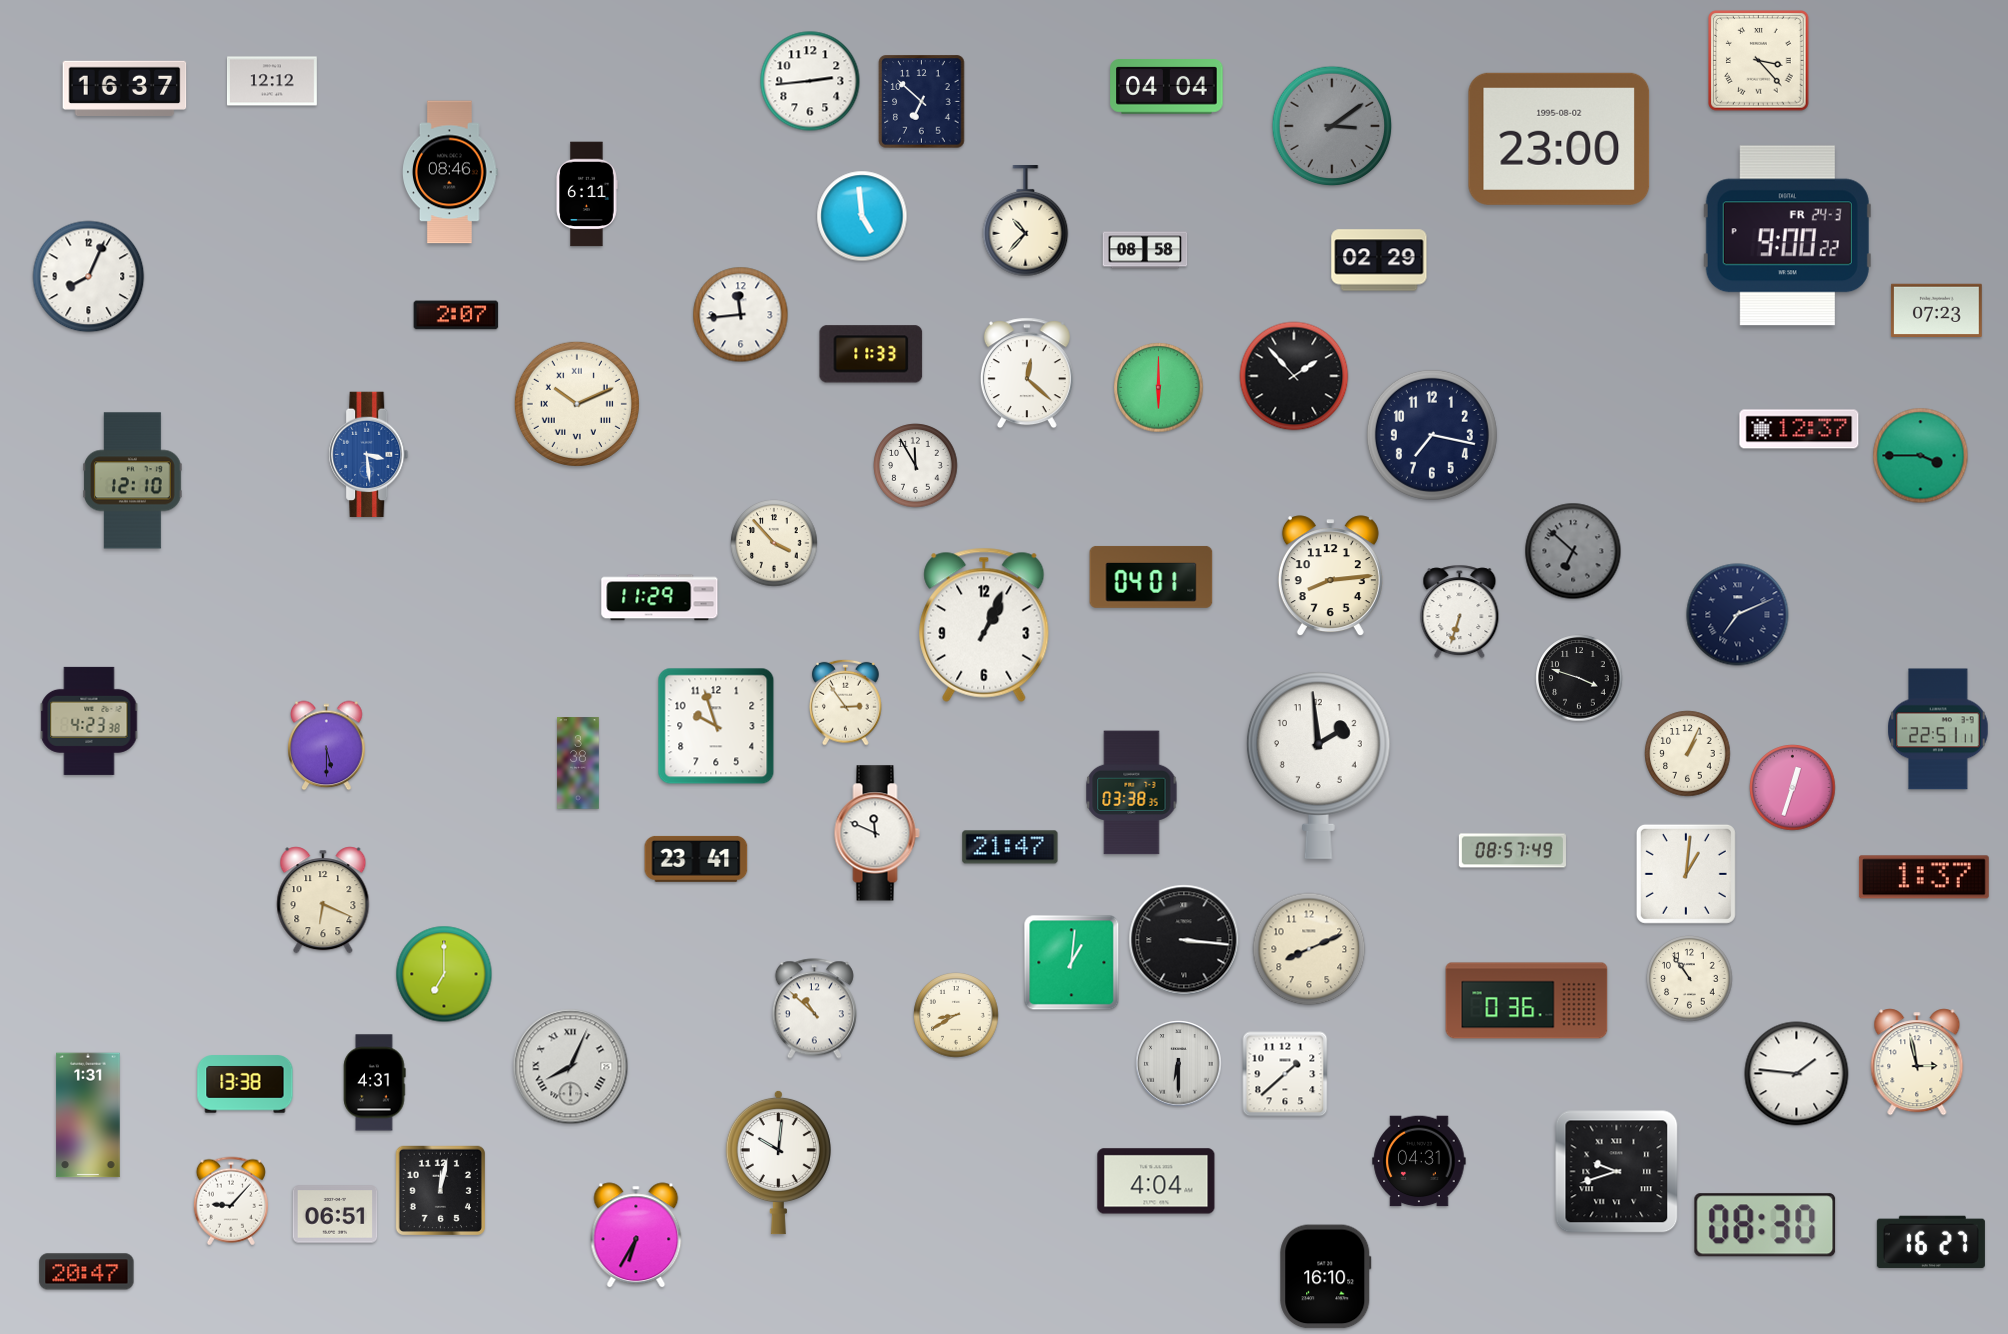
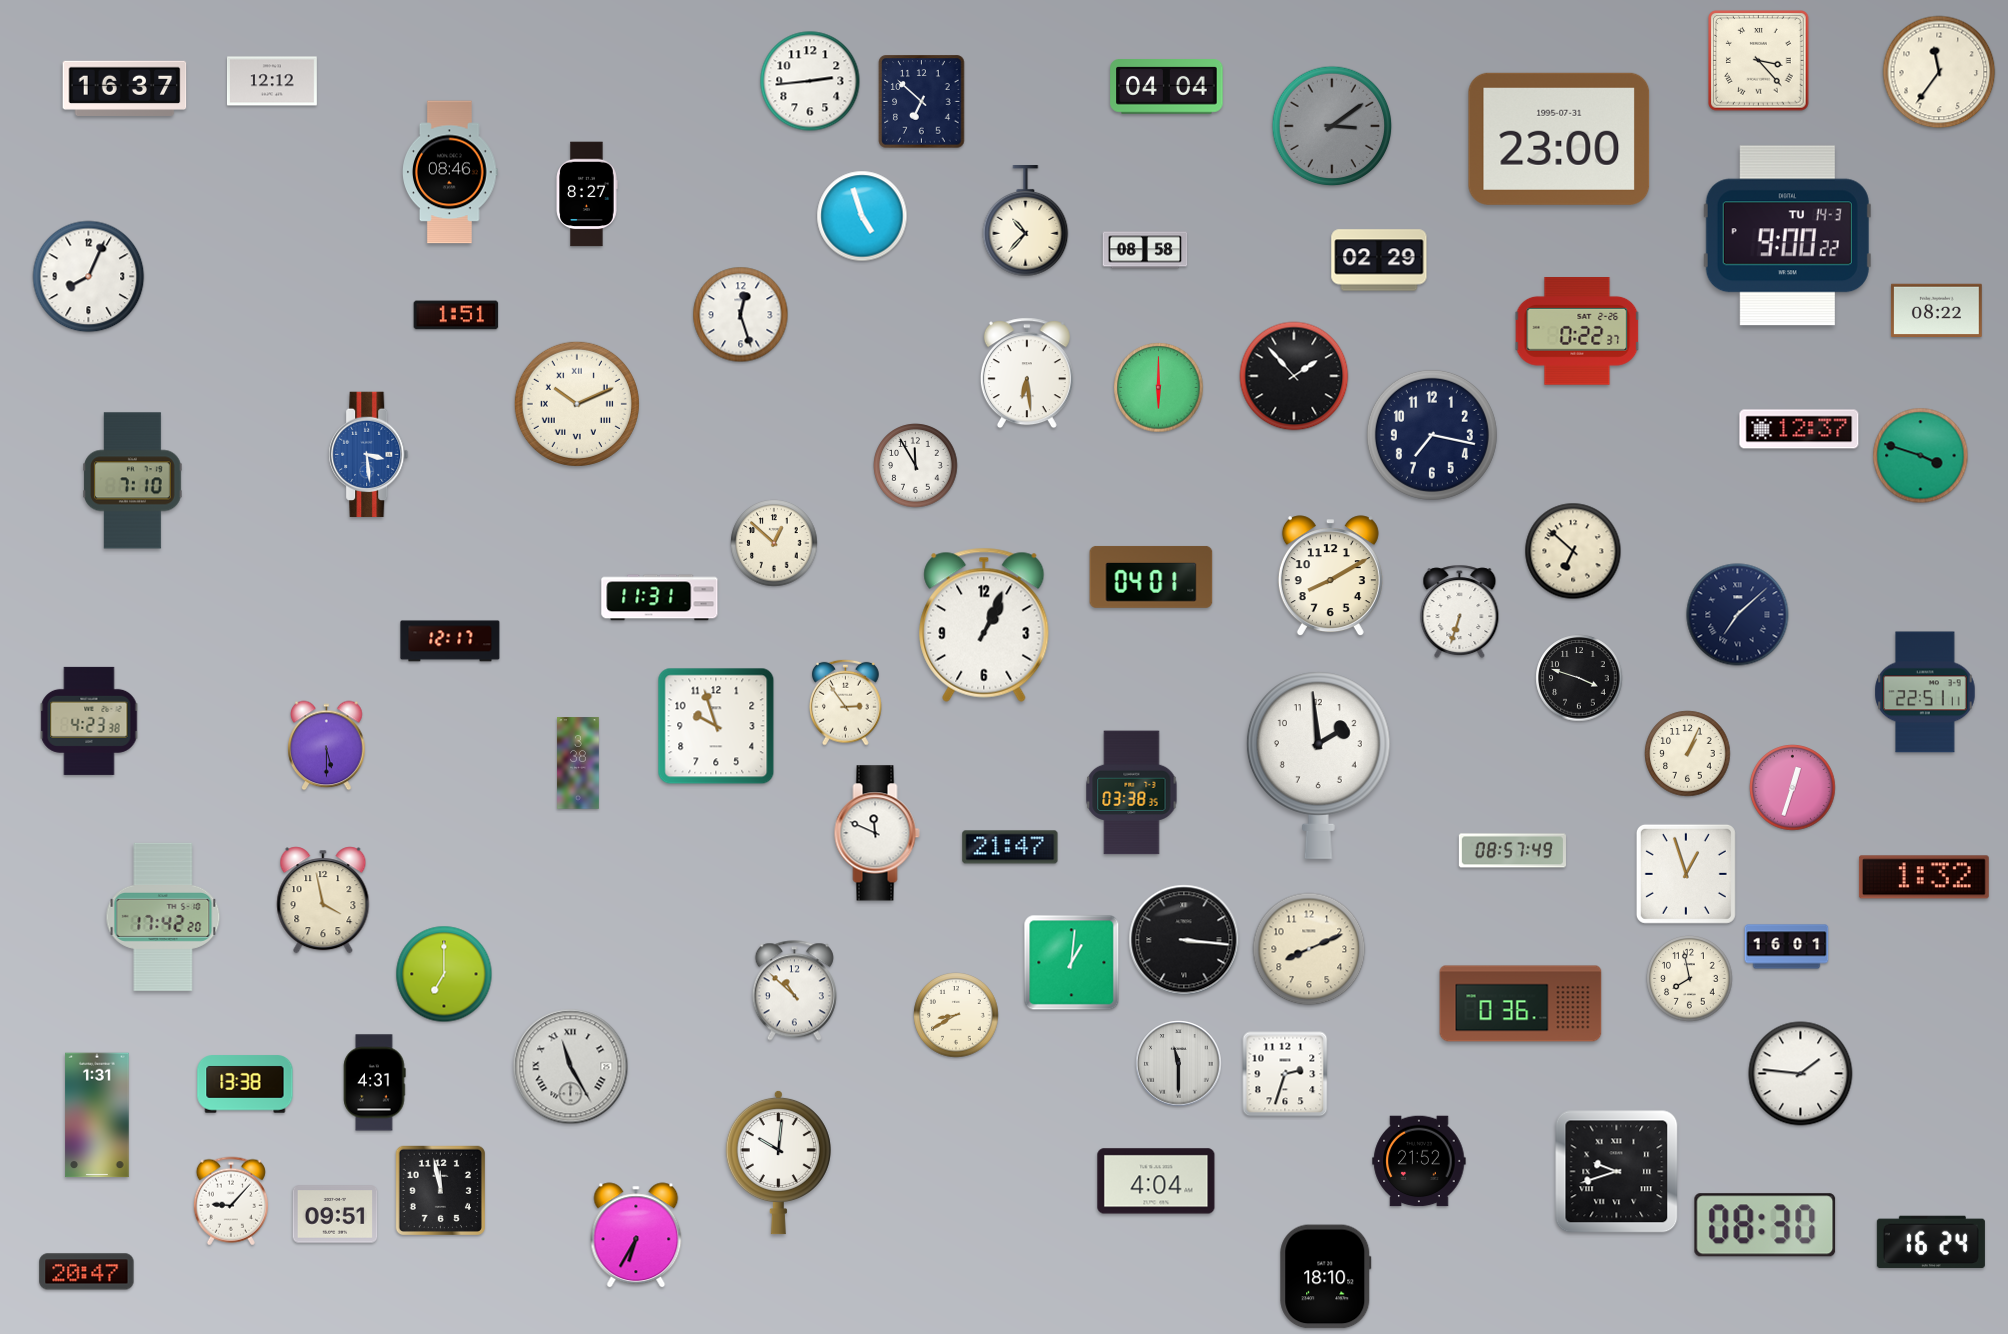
clock at (1939, 72): none -> 11:36
clock at (1559, 139) date: 1995-08-02 -> 1995-07-31
clock at (587, 194): 6:11 -> 8:27
clock at (862, 216): 4:59 -> 4:57
clock at (1787, 236) date: FR 24-3 -> TU 14-3
clock at (1937, 311): 07:23 -> 08:22
clock at (456, 315): 2:07 -> 1:51
clock at (741, 315): 11:44 -> 12:27
clock at (1577, 332): none -> 0:22
clock at (871, 354): 11:33 -> none
clock at (1027, 373): 12:22 -> 6:29
clock at (1921, 456): 3:45 -> 3:48
clock at (133, 481): 12:10 -> 7:10
clock at (774, 543): 3:53 -> 12:52
clock at (1573, 551) dial: grey -> cream
clock at (1330, 576): 8:14 -> 8:10
clock at (660, 598): 11:29 -> 11:31
clock at (1738, 615): 7:11 -> 7:08
clock at (450, 641): none -> 12:17
clock at (1938, 729) position: (1938, 729) -> (1925, 692)
clock at (696, 859): 23:41 -> none
clock at (1686, 874): 1:01 -> 12:57
clock at (1924, 877): 1:37 -> 1:32
clock at (323, 900): 6:19 -> 3:58
clock at (163, 917): none -> 17:42
clock at (1787, 947): none -> 16:01
clock at (1690, 979): 10:54 -> 7:58
clock at (1527, 1001) position: (1527, 1001) -> (1521, 1004)
clock at (814, 1009) position: (814, 1009) -> (794, 991)
clock at (1917, 1062): 2:58 -> none
clock at (1179, 1064): 6:30 -> 11:30
clock at (571, 1067): 8:04 -> 11:25
clock at (1285, 1074): 1:38 -> 2:33
clock at (1797, 1074) position: (1797, 1074) -> (1801, 1074)
clock at (88, 1115) position: (88, 1115) -> (97, 1115)
clock at (1419, 1161): 04:31 -> 21:52
clock at (440, 1190): 12:02 -> 11:58
clock at (335, 1214): 06:51 -> 09:51
clock at (1931, 1242): 16:27 -> 16:24
clock at (1326, 1277): 16:10 -> 18:10
